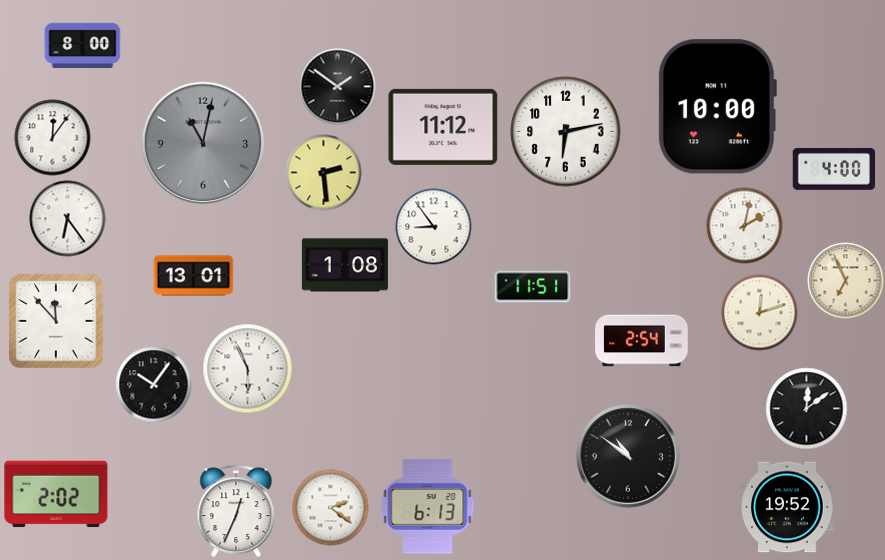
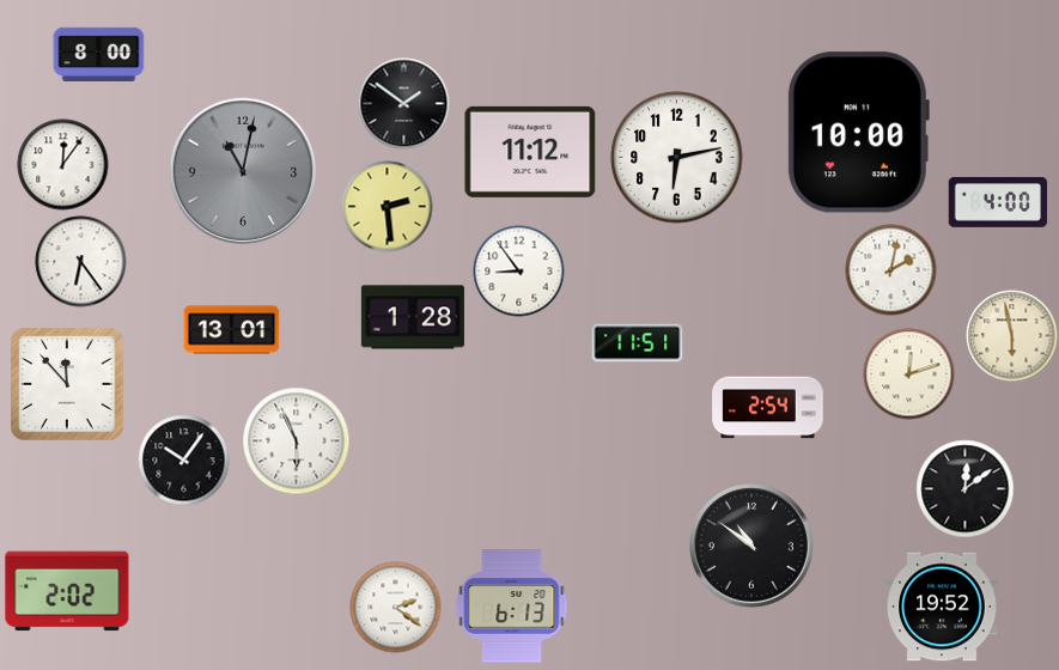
clock at (717, 107) position: (717, 107) -> (858, 133)
clock at (345, 265): 1:08 -> 1:28
clock at (846, 281): 6:56 -> 5:58
clock at (236, 511): 12:34 -> none
